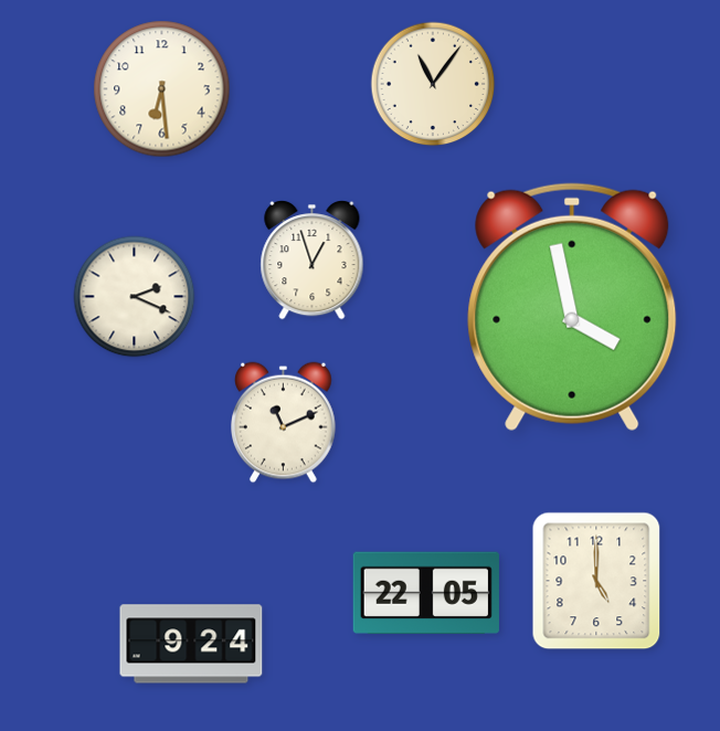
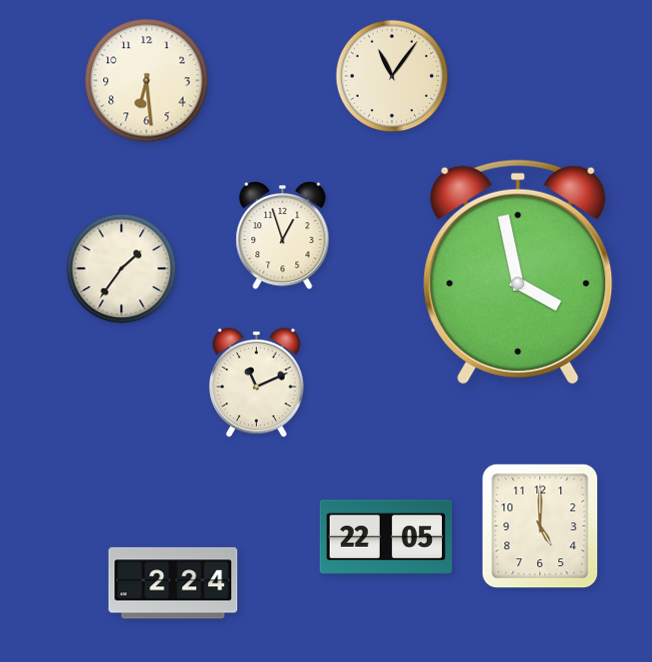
clock at (135, 297): 2:19 -> 1:36
clock at (572, 307) position: (572, 307) -> (518, 272)
clock at (191, 644): 9:24 -> 2:24
